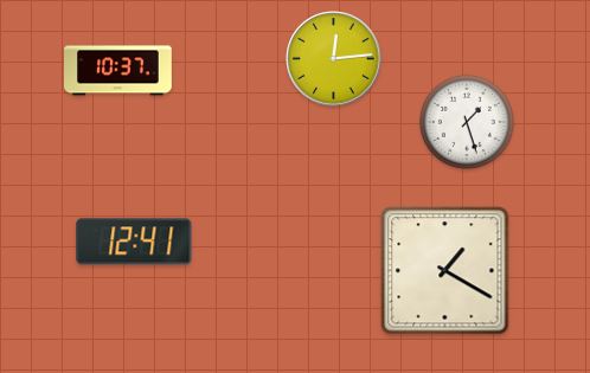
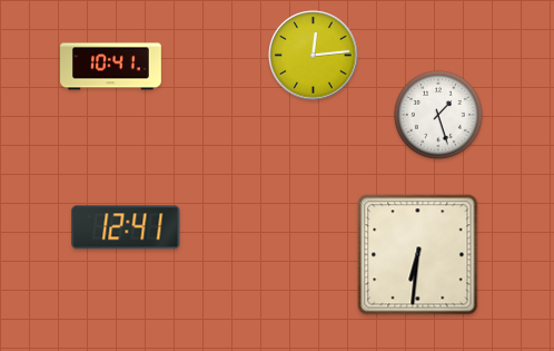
clock at (118, 71): 10:37 -> 10:41
clock at (445, 271): 1:20 -> 6:31
